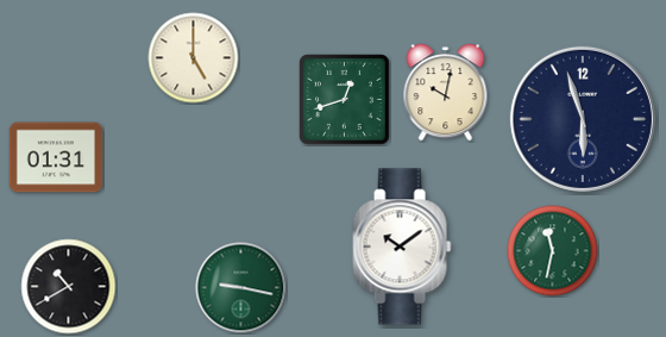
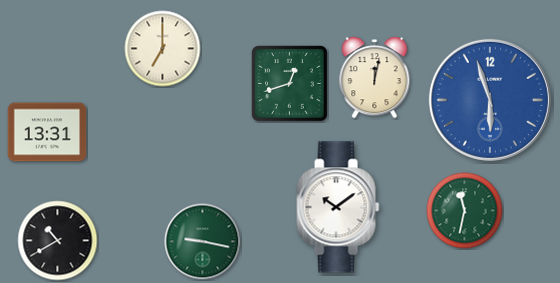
clock at (194, 58): 5:00 -> 7:00
clock at (446, 93): 10:02 -> 12:02
clock at (583, 119) dial: navy -> blue
clock at (56, 157): 01:31 -> 13:31
